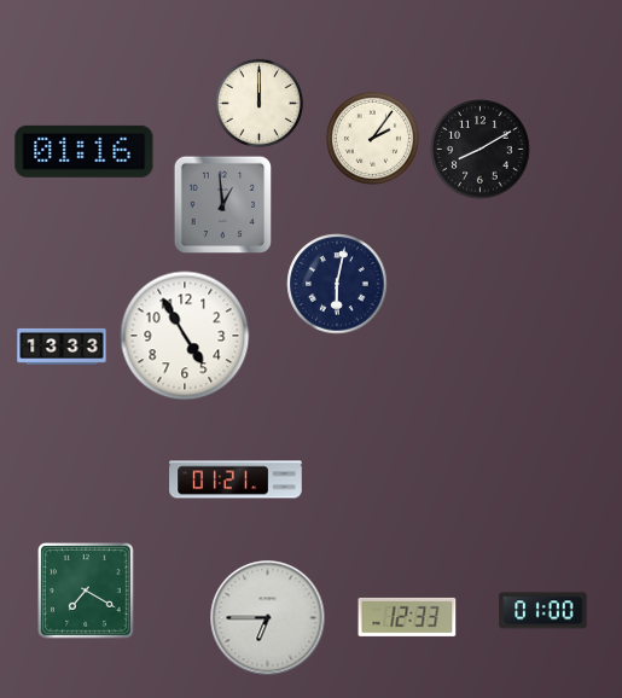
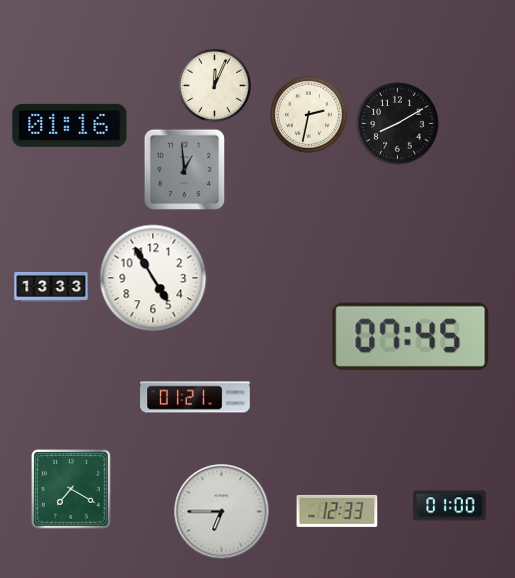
clock at (258, 103): 12:00 -> 12:04
clock at (372, 138): 2:06 -> 2:32
clock at (337, 284): 6:02 -> none
clock at (411, 336): none -> 07:45
